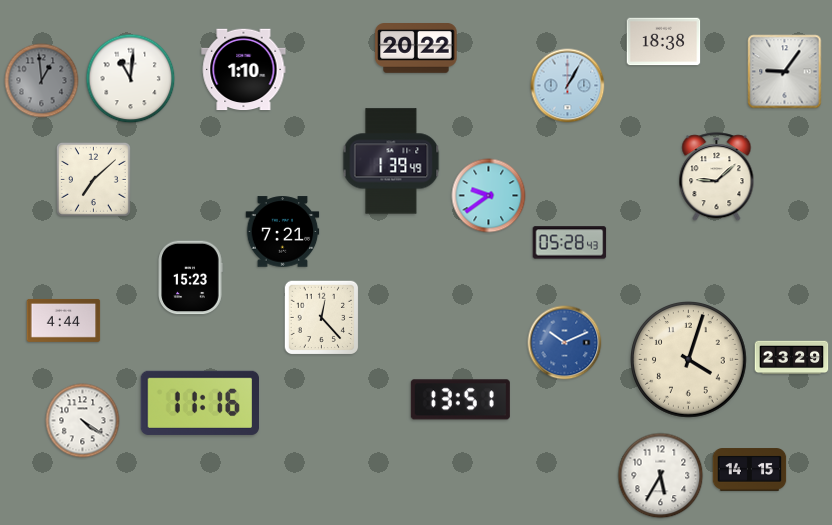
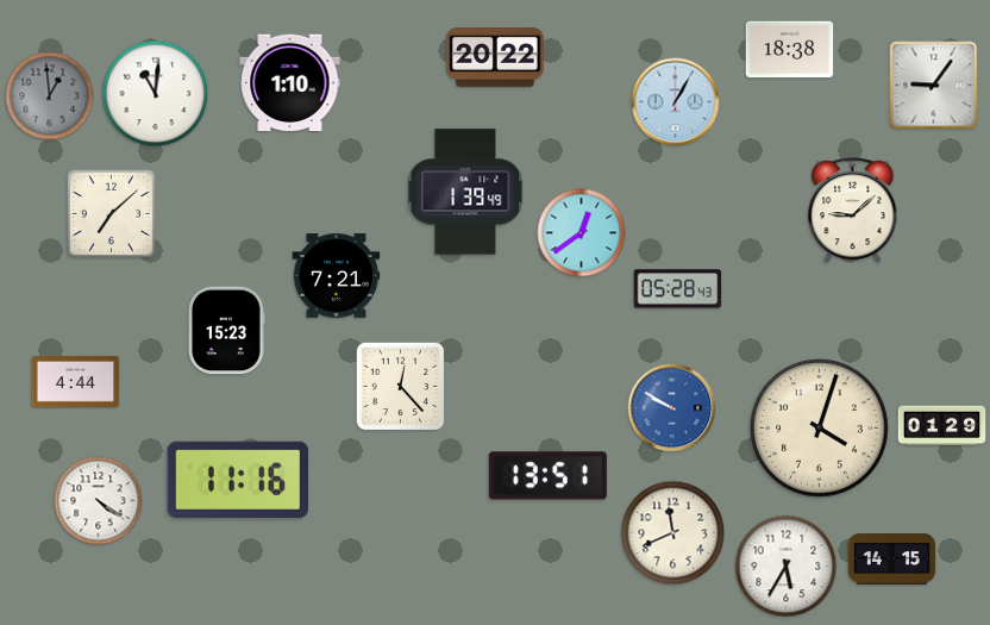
clock at (489, 196): 9:39 -> 12:39
clock at (322, 318) position: (322, 318) -> (401, 387)
clock at (565, 343): 10:11 -> 9:50
clock at (792, 358): 23:29 -> 01:29
clock at (673, 533): none -> 11:41
